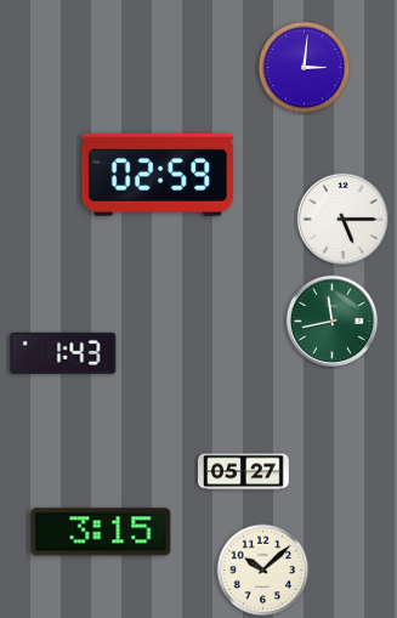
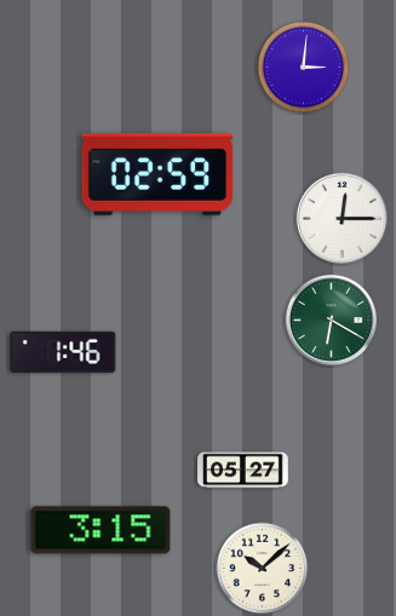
clock at (342, 219): 5:15 -> 12:15
clock at (331, 321): 11:43 -> 6:20
clock at (63, 353): 1:43 -> 1:46
